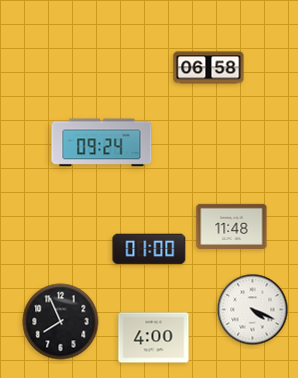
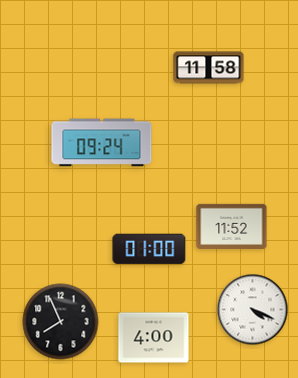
clock at (209, 68): 06:58 -> 11:58
clock at (232, 226): 11:48 -> 11:52
